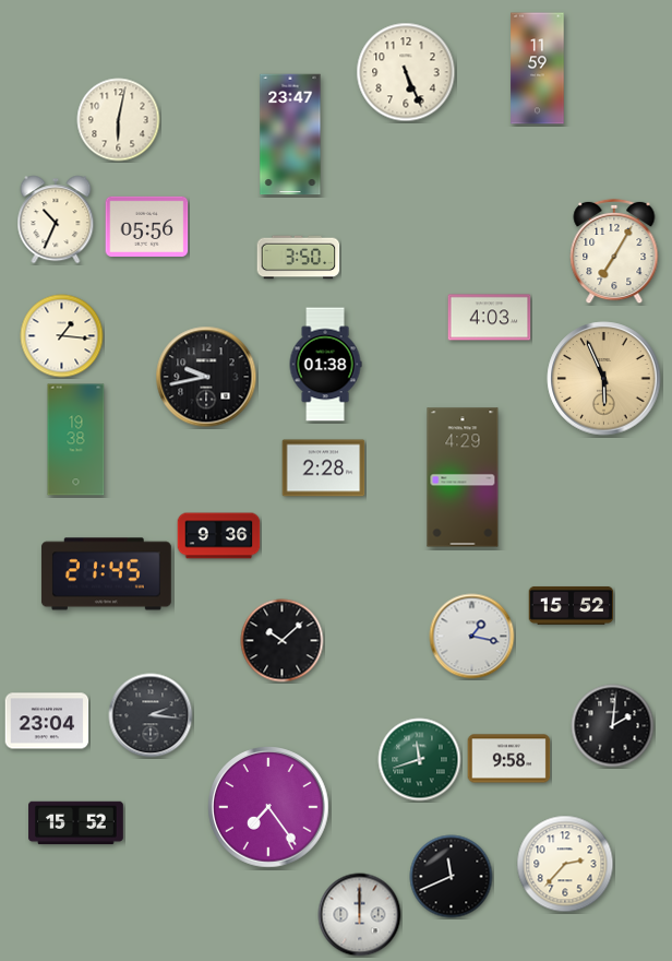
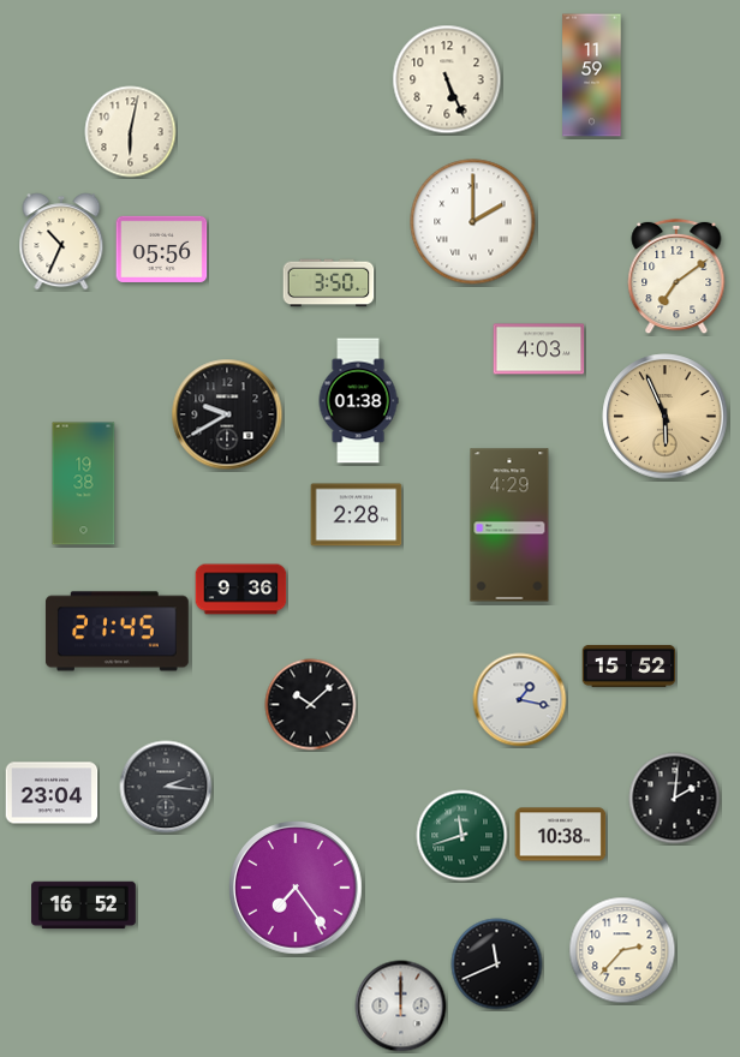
clock at (290, 134): 23:47 -> none
clock at (473, 222): none -> 2:00
clock at (614, 251): 7:05 -> 7:09
clock at (62, 336): 1:16 -> none
clock at (206, 377): 9:43 -> 9:40
clock at (509, 759): 9:58 -> 10:38
clock at (76, 823): 15:52 -> 16:52
clock at (360, 915) position: (360, 915) -> (401, 1007)
